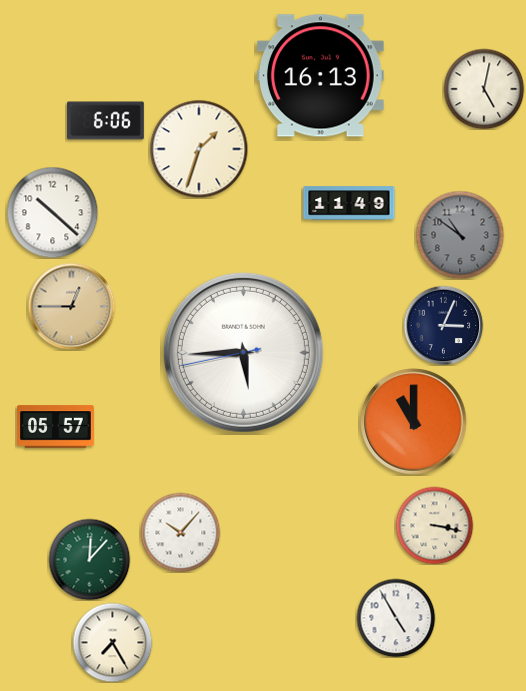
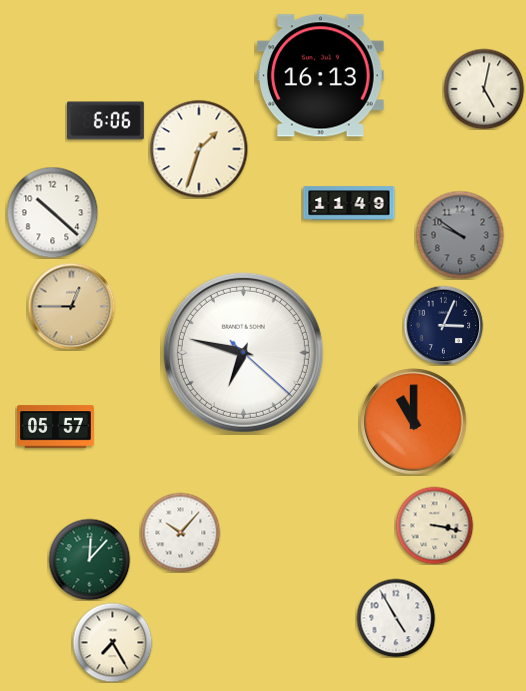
clock at (460, 235): 10:51 -> 9:51
clock at (243, 352): 5:44 -> 6:47
